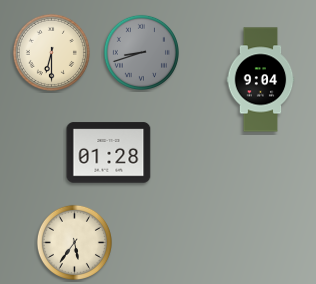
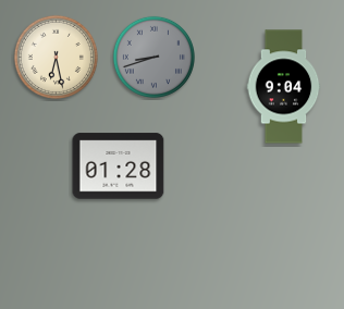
clock at (51, 52): 6:30 -> 6:28
clock at (74, 242): 5:36 -> none
